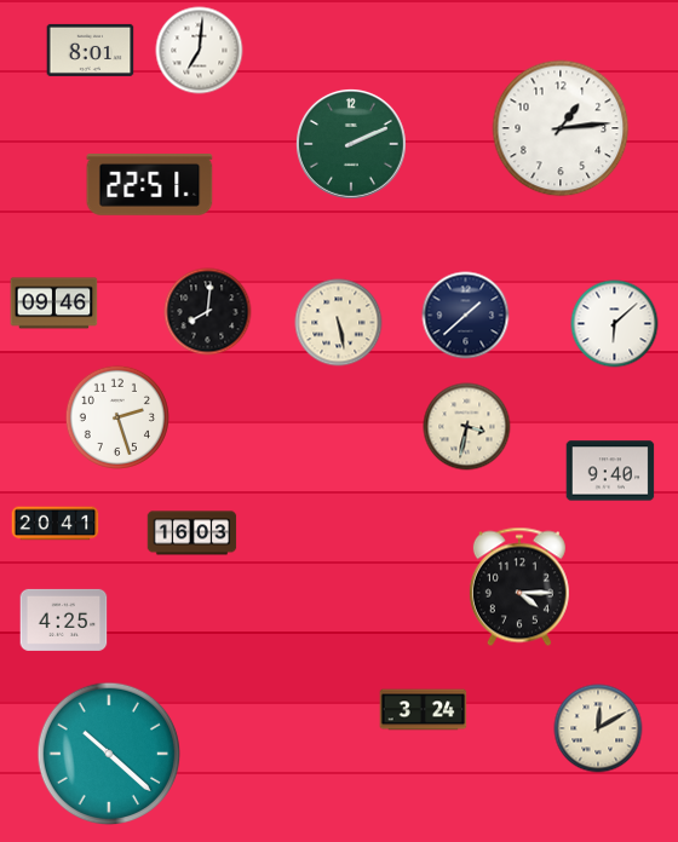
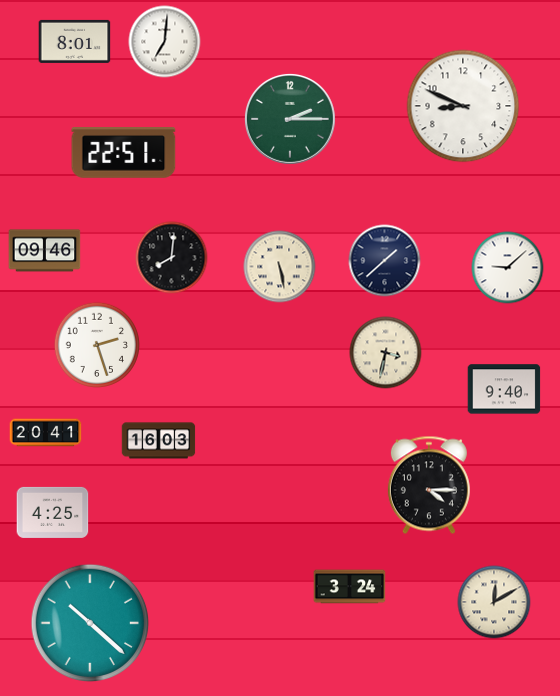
clock at (561, 128): 1:14 -> 8:49
clock at (351, 144): 2:11 -> 2:15
clock at (615, 324): 6:08 -> 9:08
